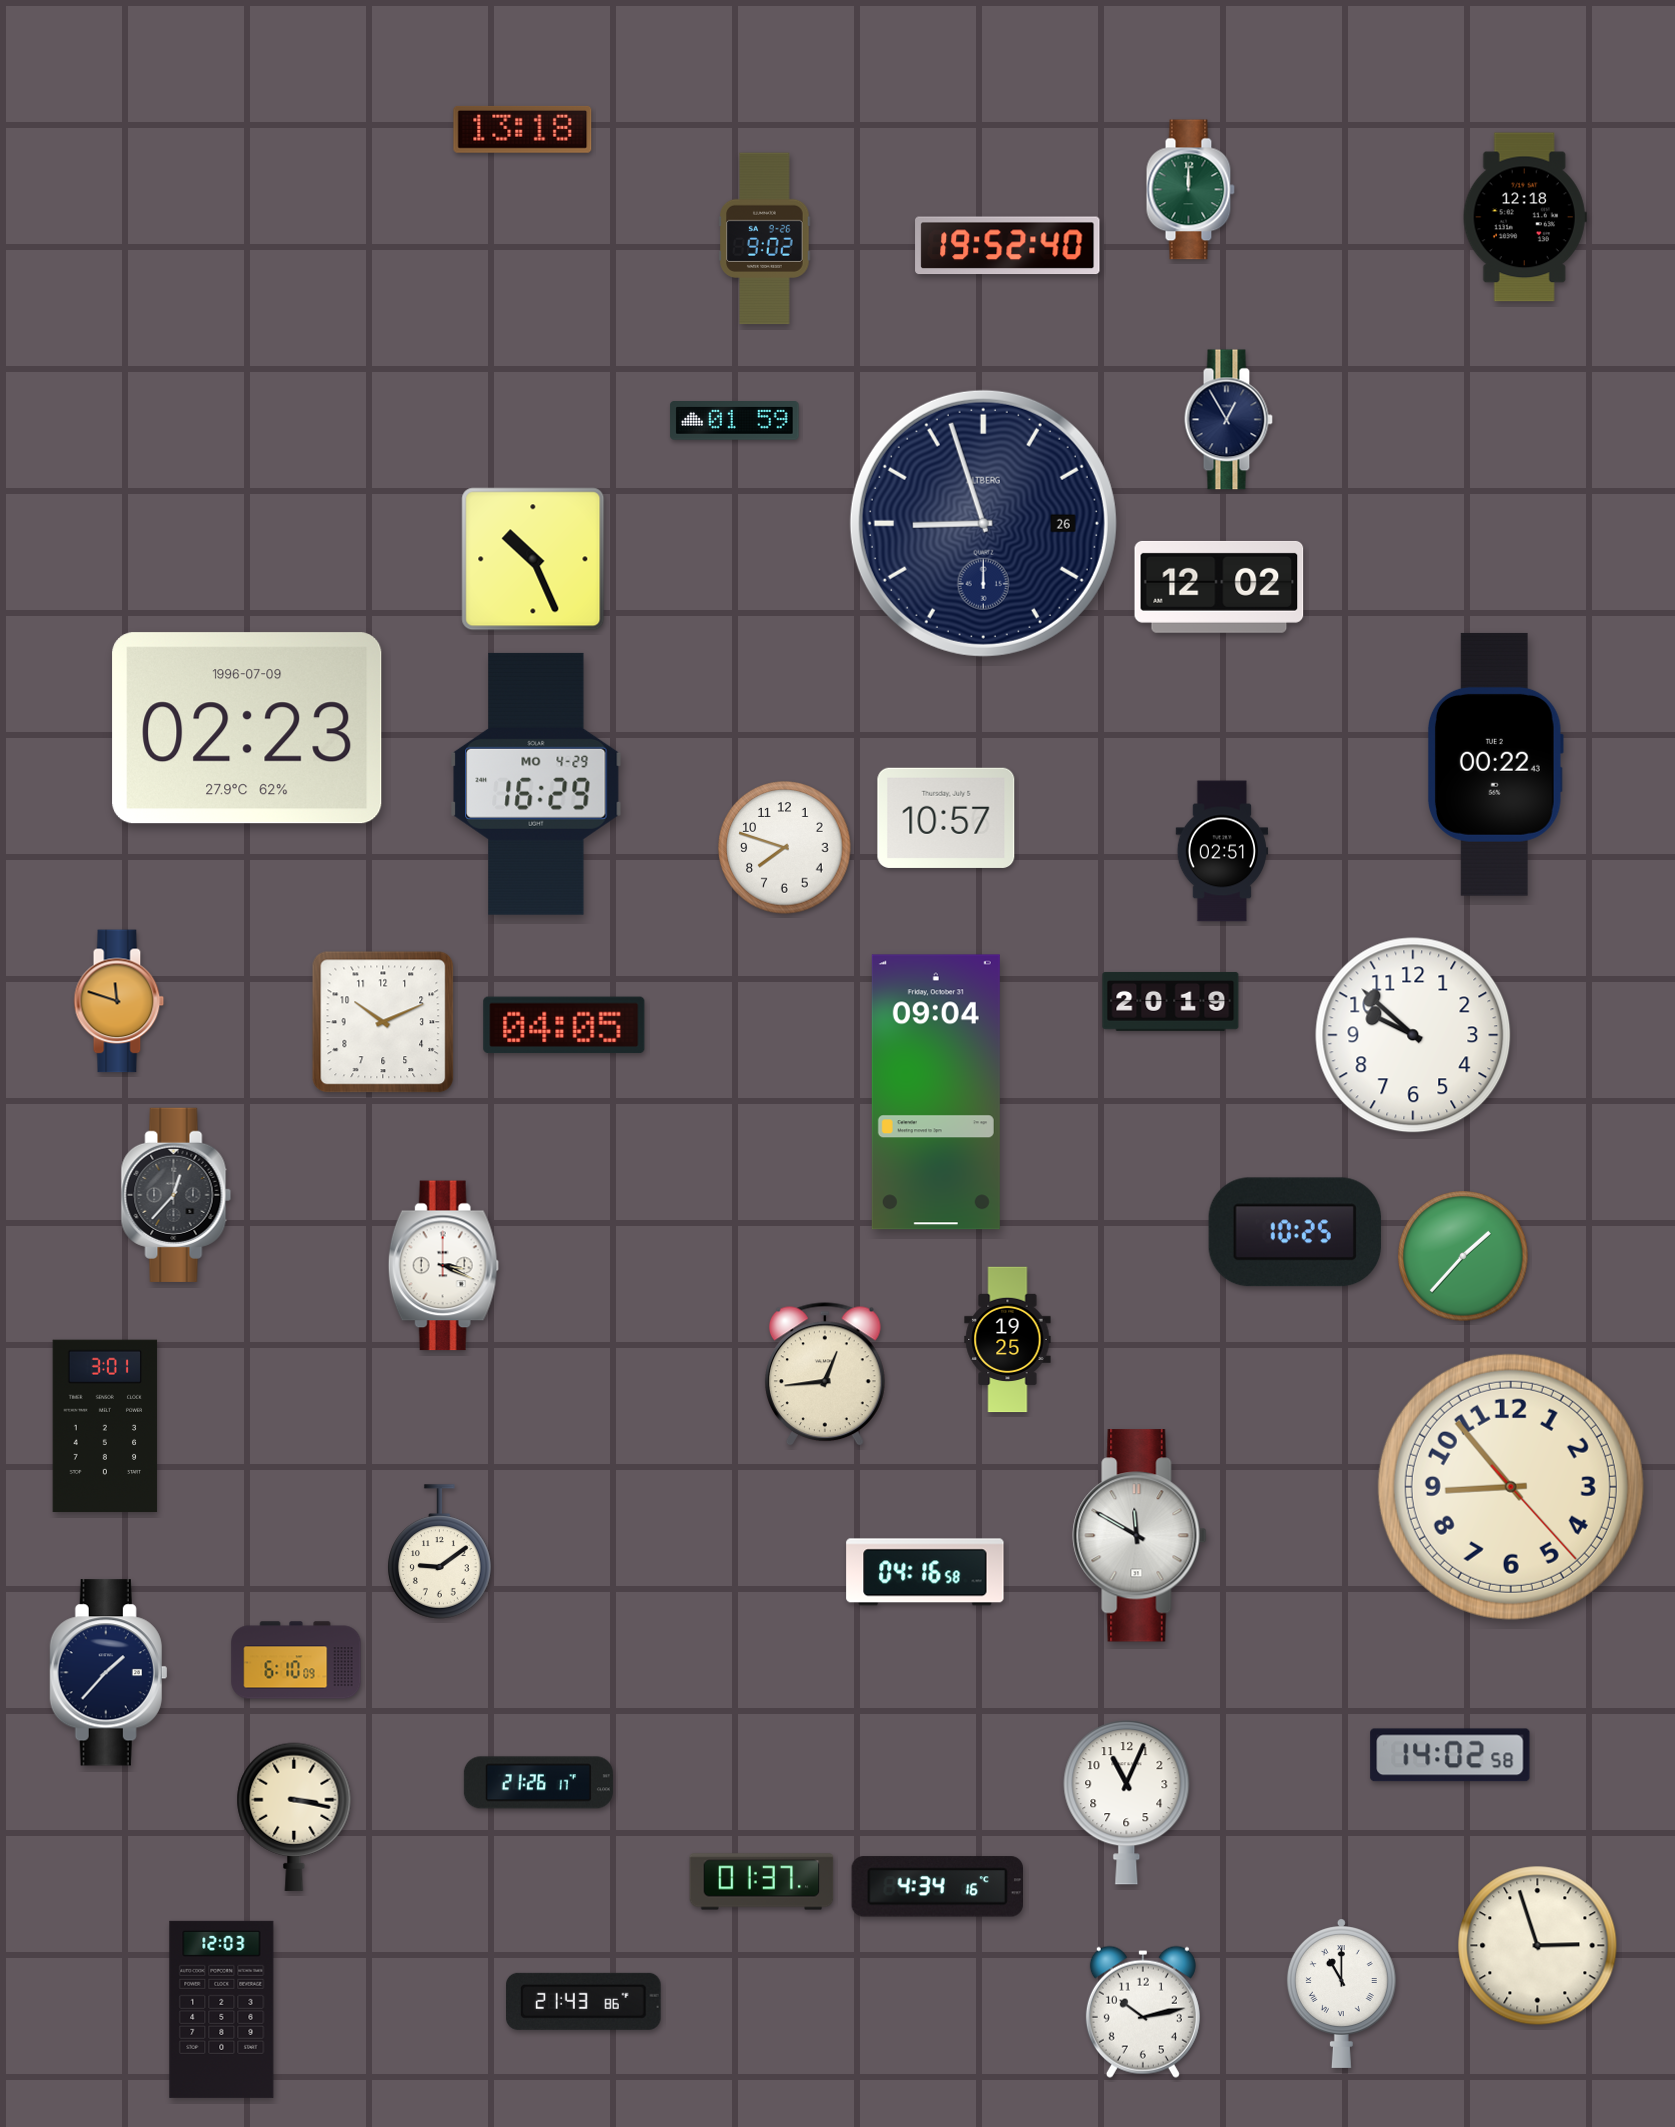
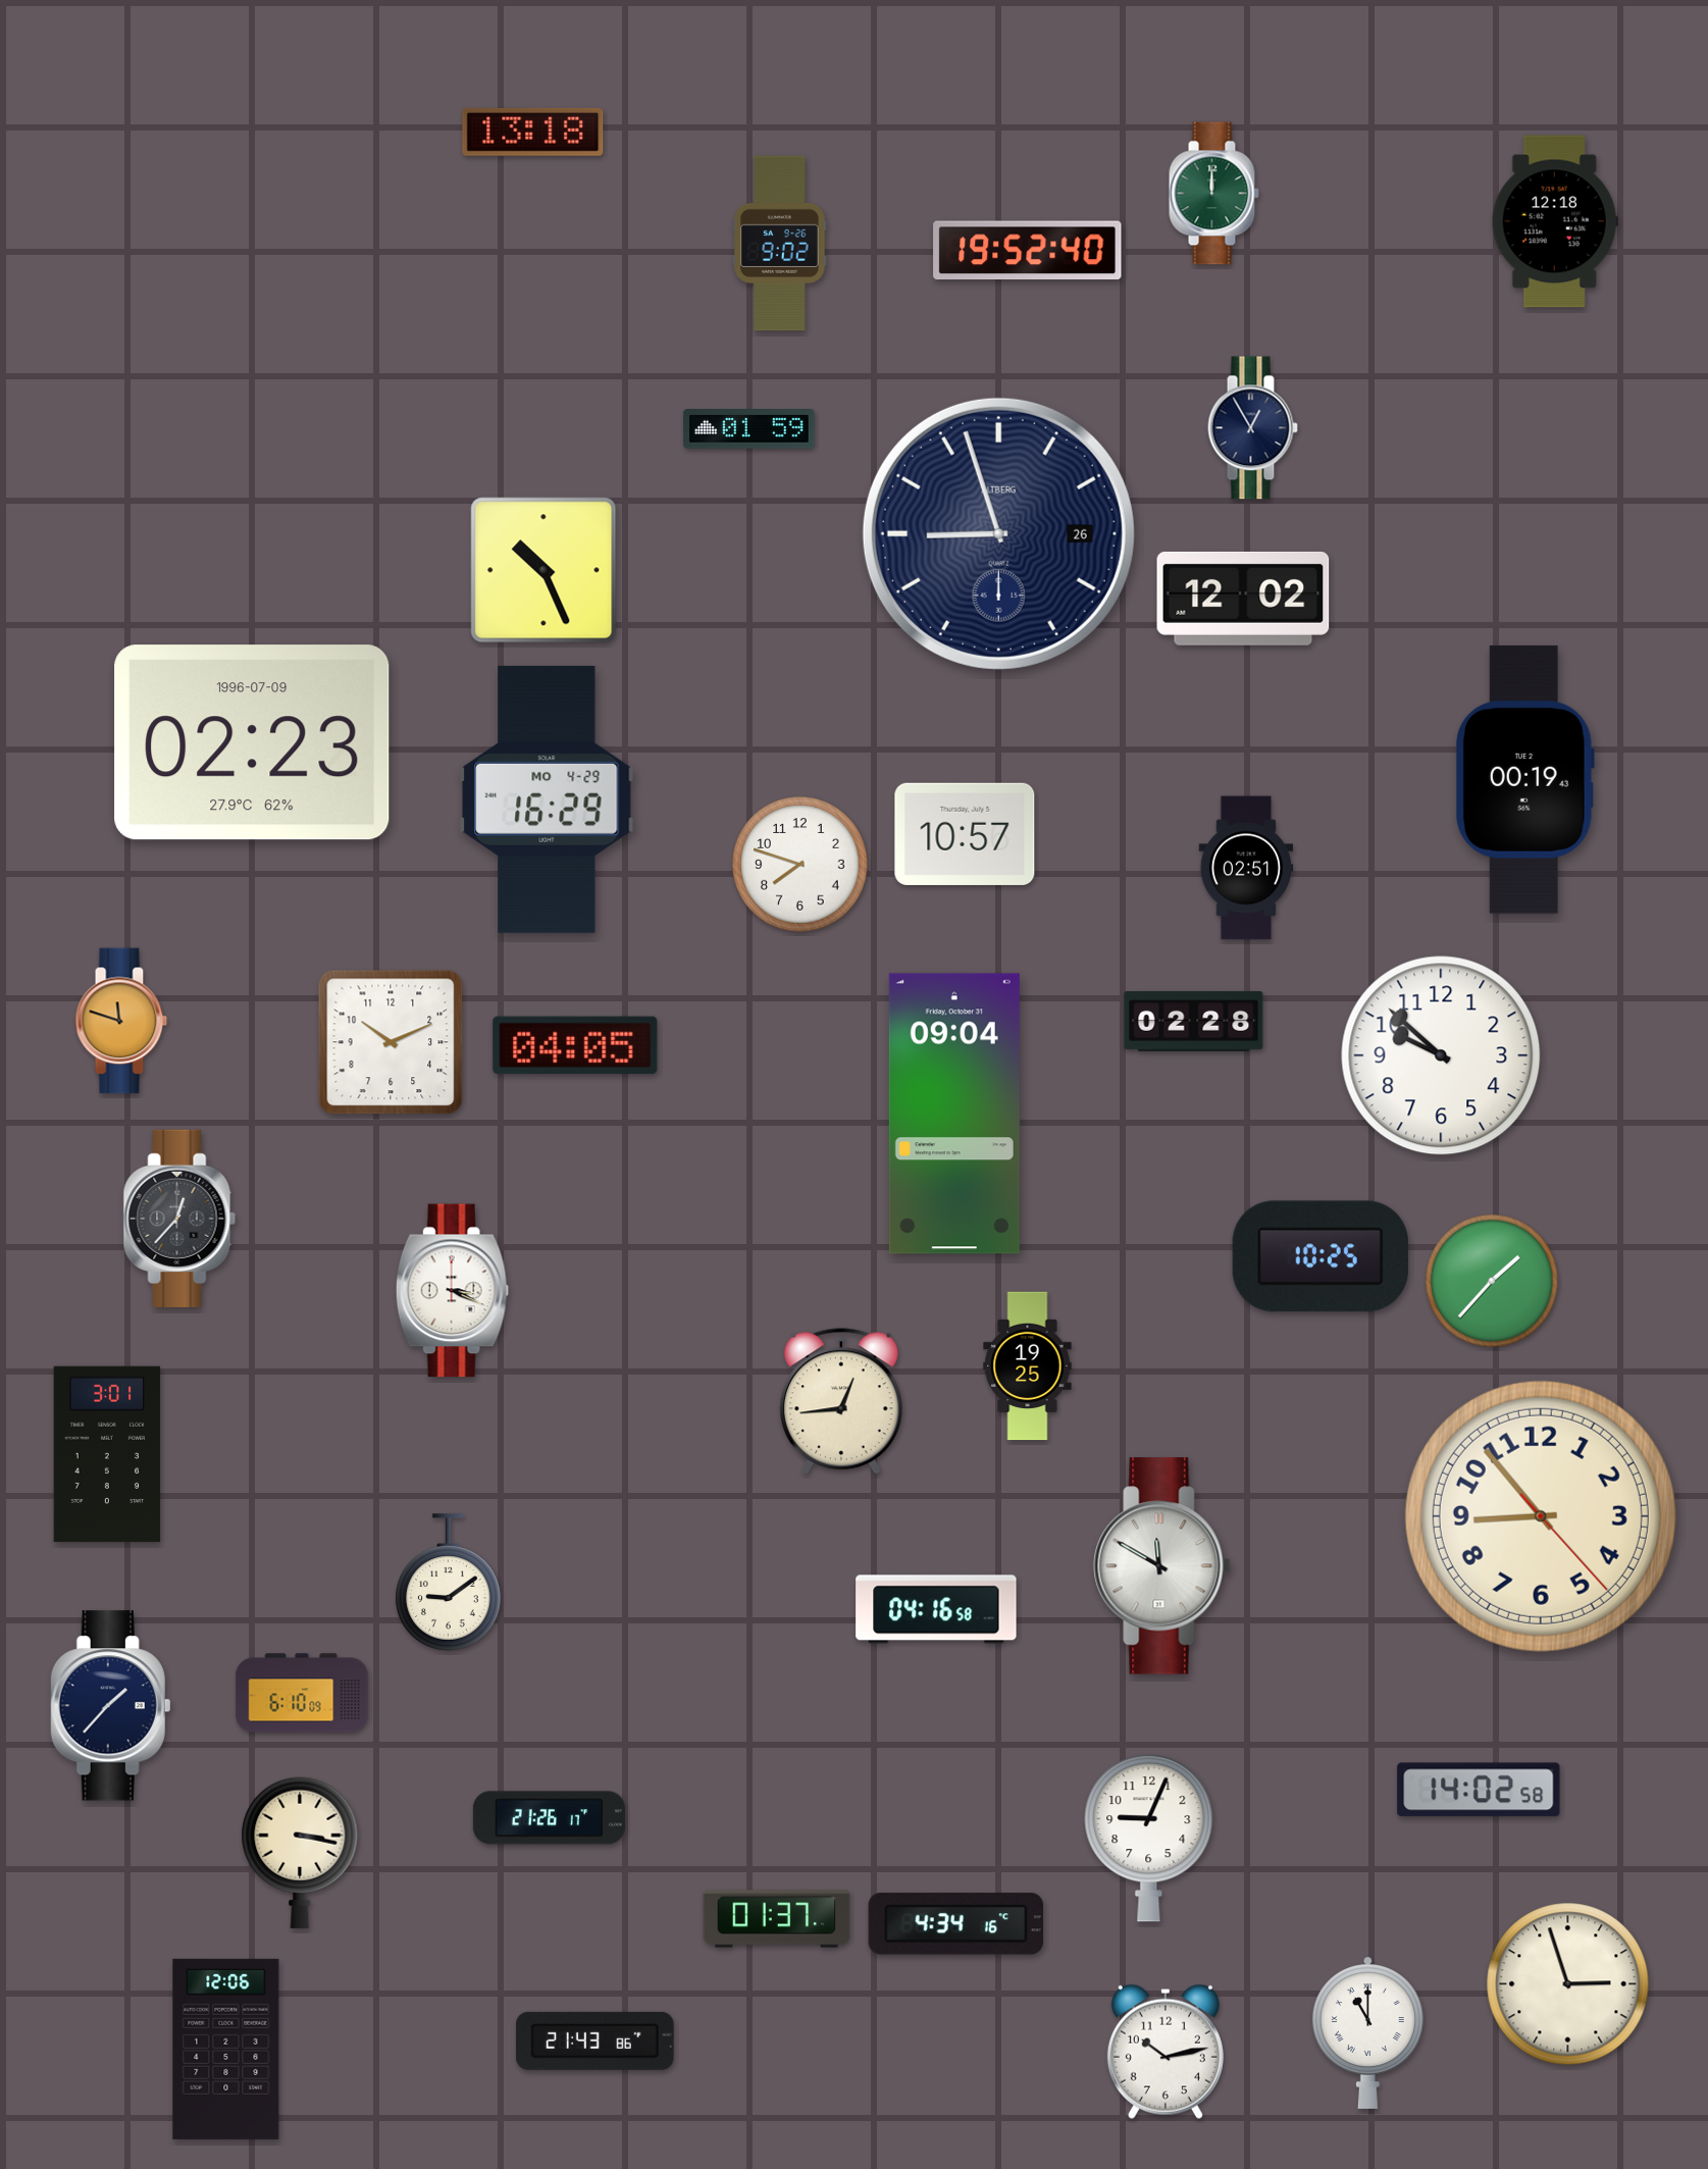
clock at (983, 523) position: (983, 523) -> (998, 533)
clock at (1495, 764): 00:22 -> 00:19
clock at (1171, 1001): 20:19 -> 02:28
clock at (925, 1572) position: (925, 1572) -> (936, 1609)
clock at (1127, 1803): 11:04 -> 9:04
clock at (222, 2009): 12:03 -> 12:06
